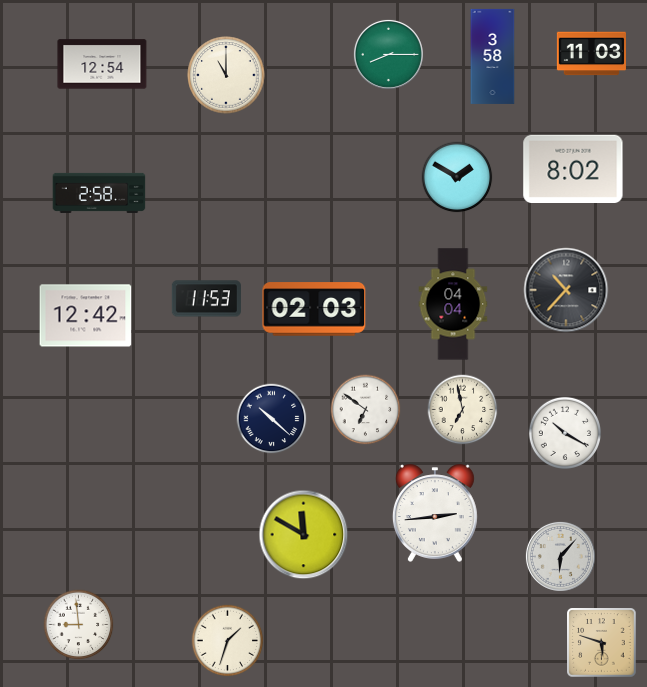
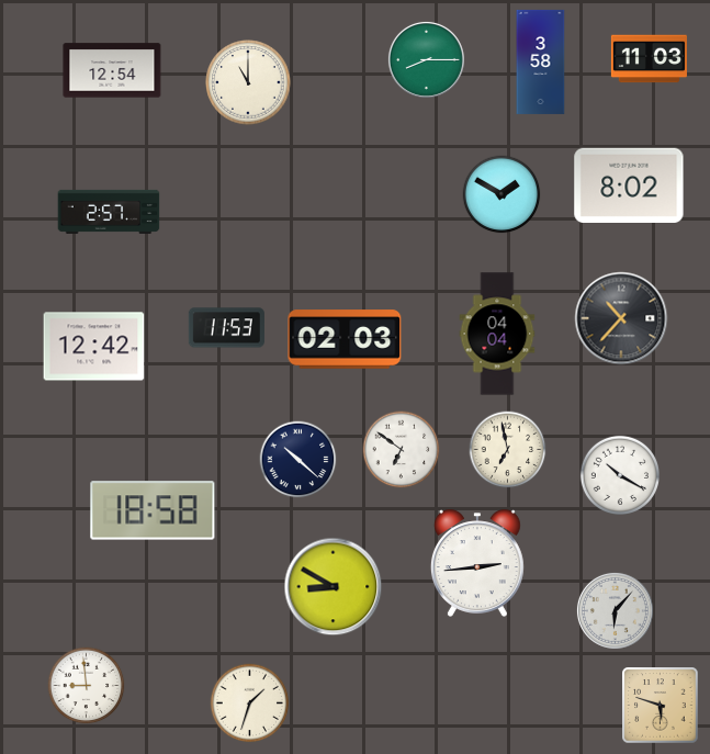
clock at (99, 193): 2:58 -> 2:57
clock at (153, 510): none -> 18:58
clock at (304, 535): 11:50 -> 8:50
